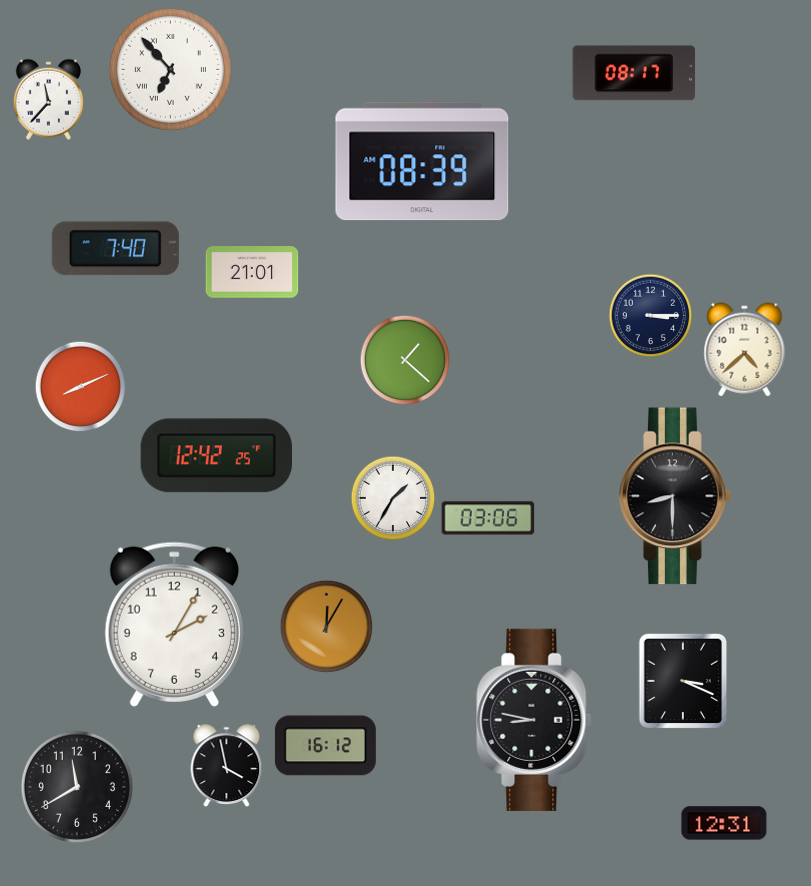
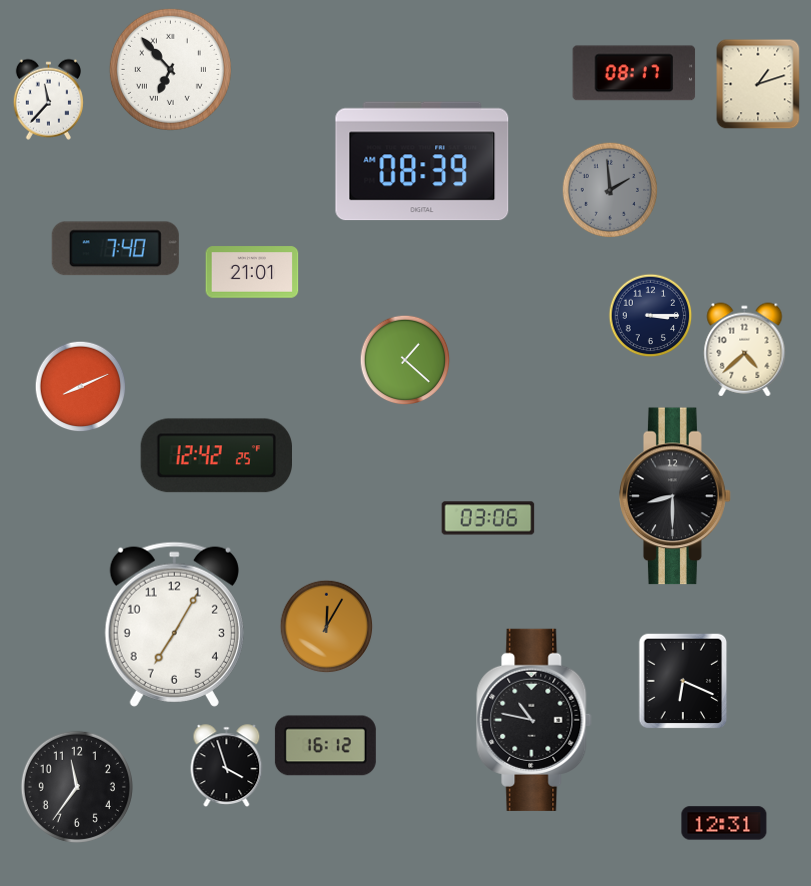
clock at (758, 84): none -> 1:12
clock at (610, 190): none -> 1:59
clock at (393, 498): 1:35 -> none
clock at (174, 624): 2:05 -> 7:05
clock at (683, 681): 3:19 -> 6:19
clock at (534, 720): 8:47 -> 10:47
clock at (227, 765): 3:58 -> 3:57
clock at (77, 787): 11:40 -> 11:36
